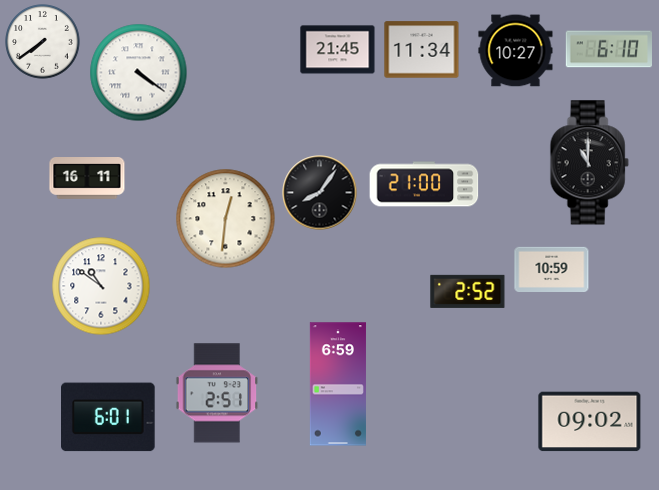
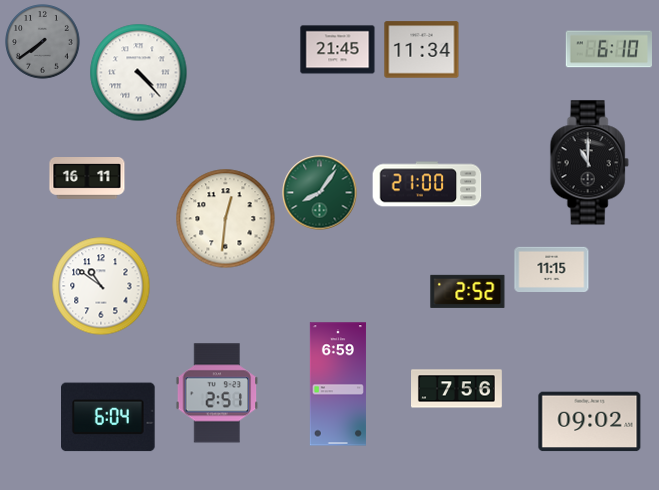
clock at (43, 42) dial: white -> grey
clock at (516, 51): 10:27 -> none
clock at (139, 73): 4:21 -> 4:23
clock at (424, 184) position: (424, 184) -> (427, 184)
clock at (320, 193) dial: black -> green
clock at (552, 269): 10:59 -> 11:15
clock at (457, 389): none -> 7:56
clock at (108, 417): 6:01 -> 6:04
